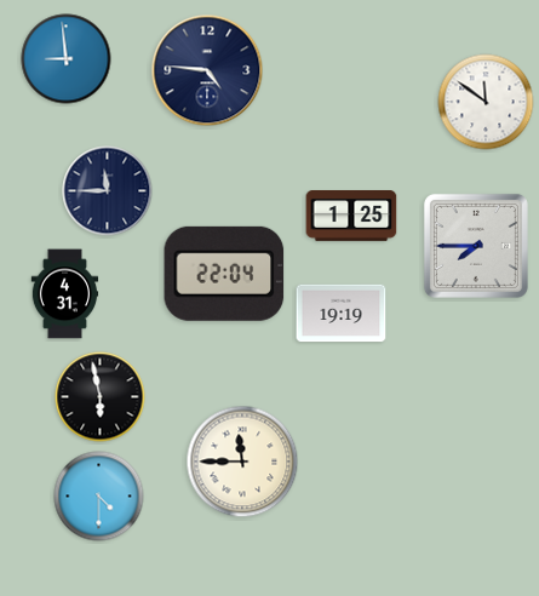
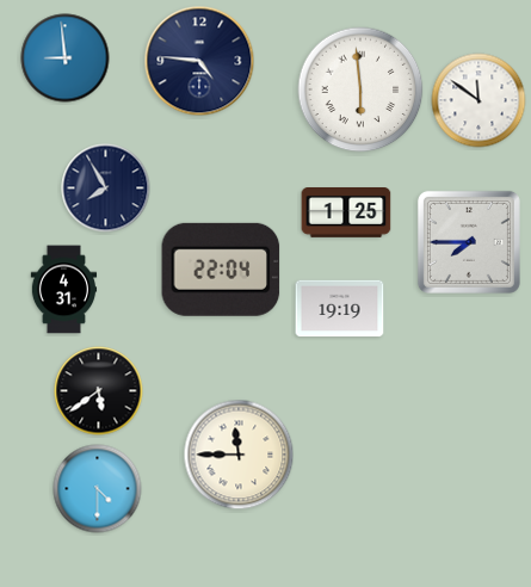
clock at (207, 70) position: (207, 70) -> (199, 61)
clock at (360, 89): none -> 5:59
clock at (108, 191): 11:45 -> 7:55
clock at (342, 314) position: (342, 314) -> (340, 309)
clock at (101, 397): 5:58 -> 5:39
